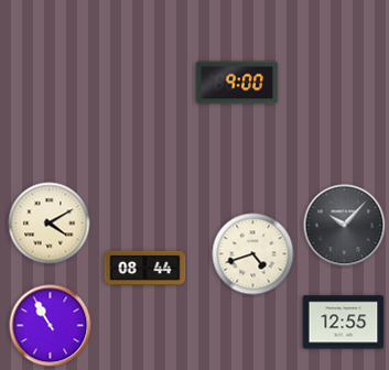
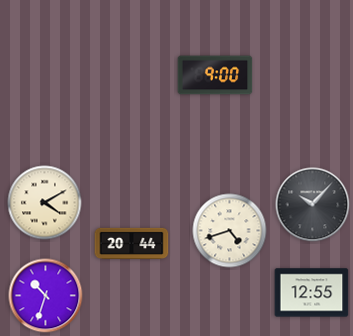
clock at (145, 268): 08:44 -> 20:44
clock at (51, 326): 10:55 -> 10:33
